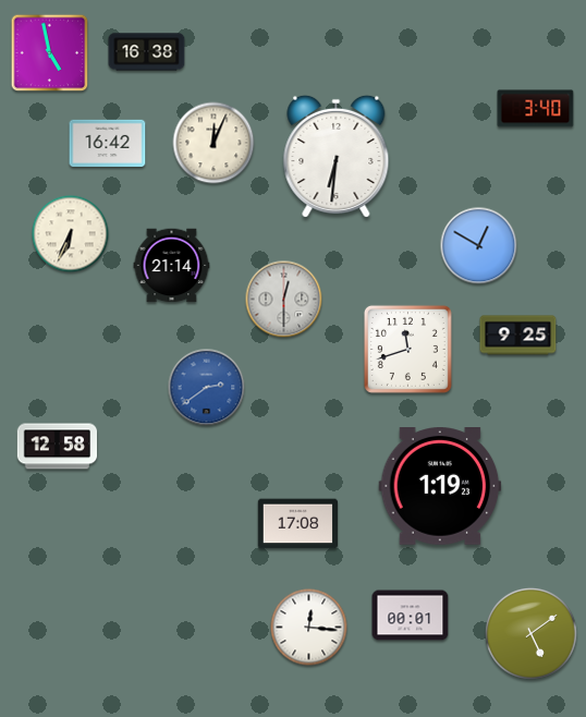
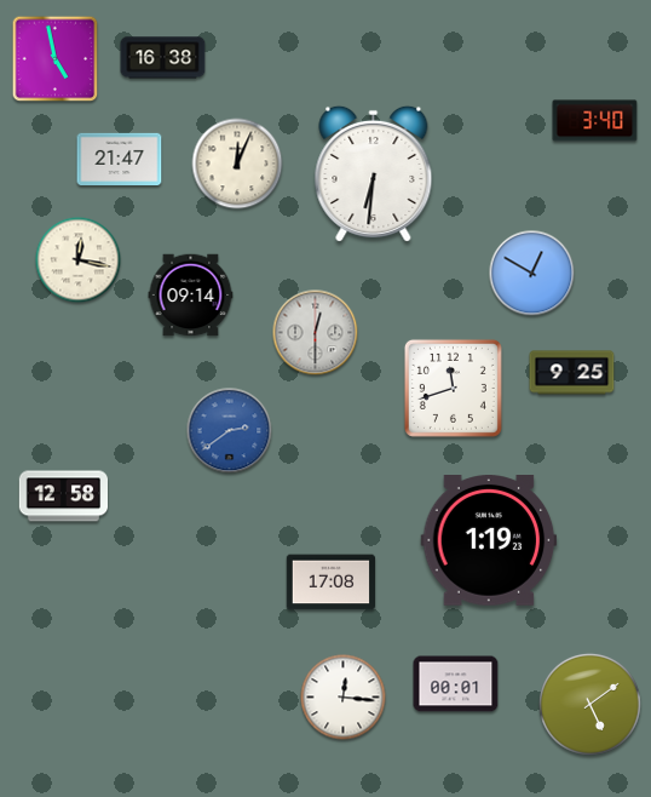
clock at (108, 143): 16:42 -> 21:47
clock at (213, 143) position: (213, 143) -> (237, 164)
clock at (71, 234): 6:34 -> 12:17
clock at (172, 266): 21:14 -> 09:14
clock at (518, 336) position: (518, 336) -> (572, 373)
